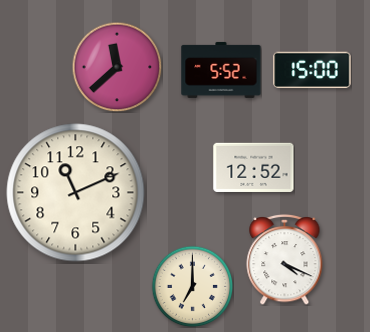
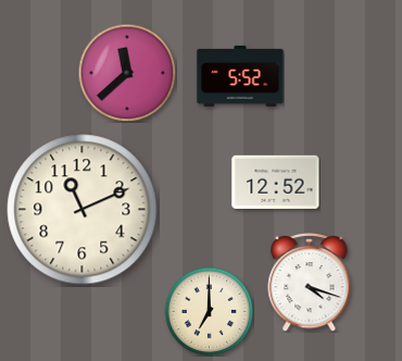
clock at (312, 70): 15:00 -> none
clock at (285, 259): 4:19 -> 4:18
